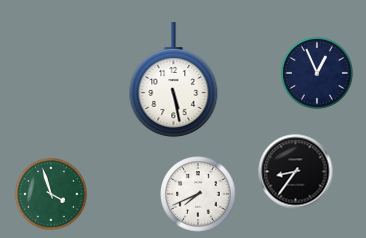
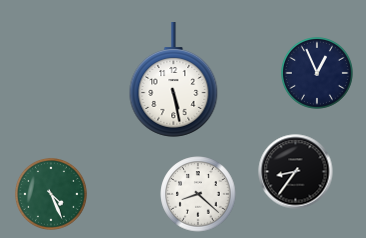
clock at (51, 194): 3:57 -> 4:26
clock at (198, 194): 7:41 -> 8:22
